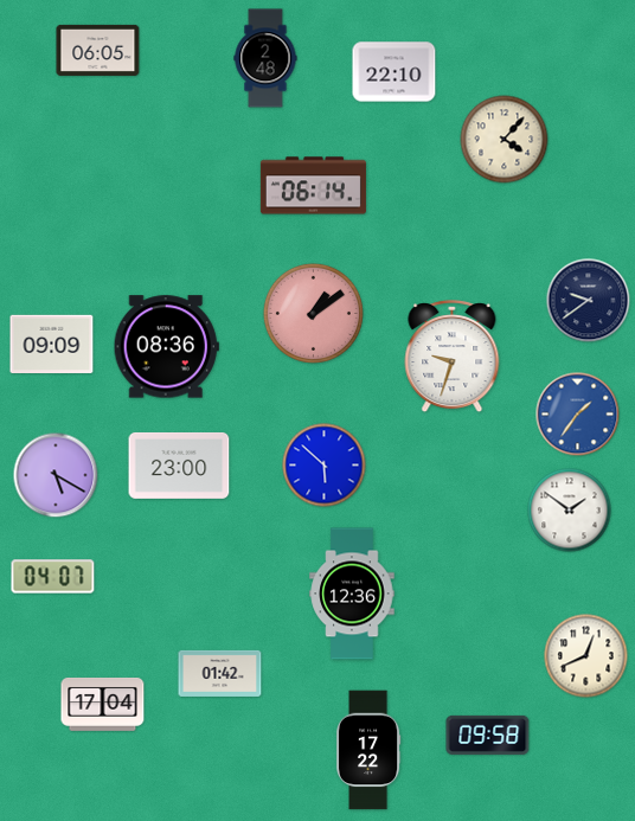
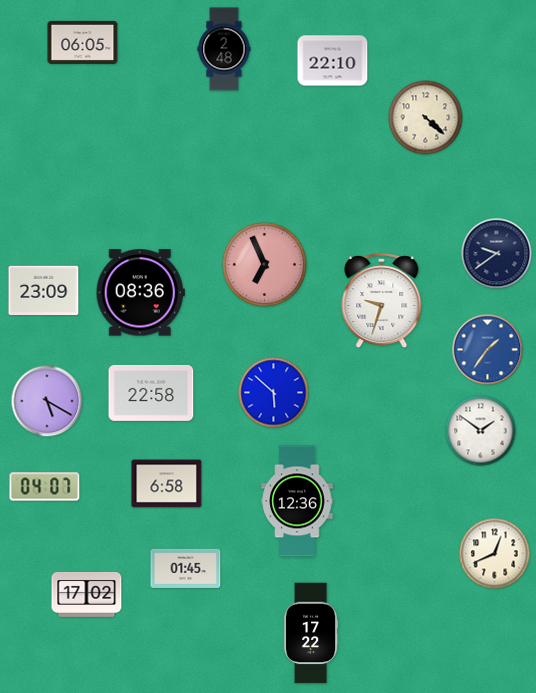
clock at (505, 140): 4:07 -> 4:22
clock at (313, 186): 06:14 -> none
clock at (313, 313): 1:09 -> 6:56
clock at (52, 345): 09:09 -> 23:09
clock at (179, 466): 23:00 -> 22:58
clock at (167, 484): none -> 6:58
clock at (220, 673): 01:42 -> 01:45
clock at (103, 704): 17:04 -> 17:02
clock at (488, 735): 09:58 -> none
